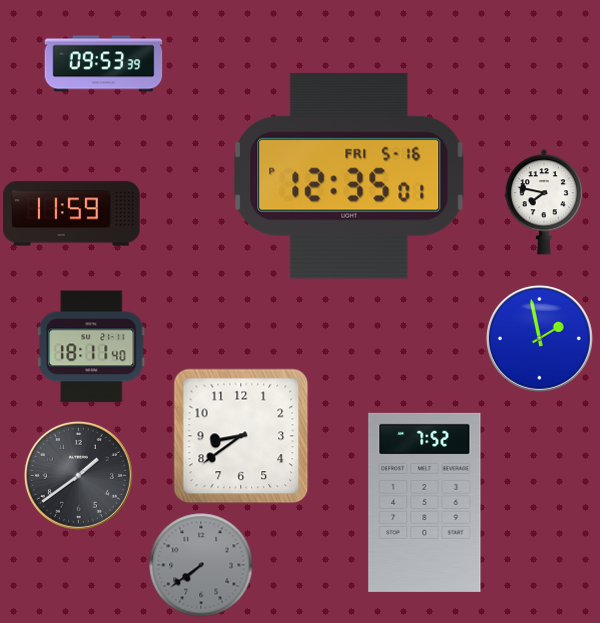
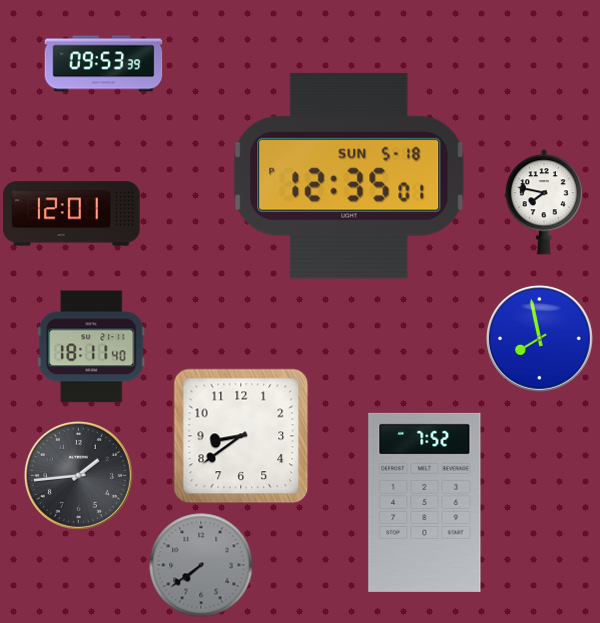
clock at (349, 176) date: FRI 5-16 -> SUN 5-18
clock at (72, 214): 11:59 -> 12:01
clock at (539, 338): 1:58 -> 7:58
clock at (78, 475): 1:39 -> 1:44
